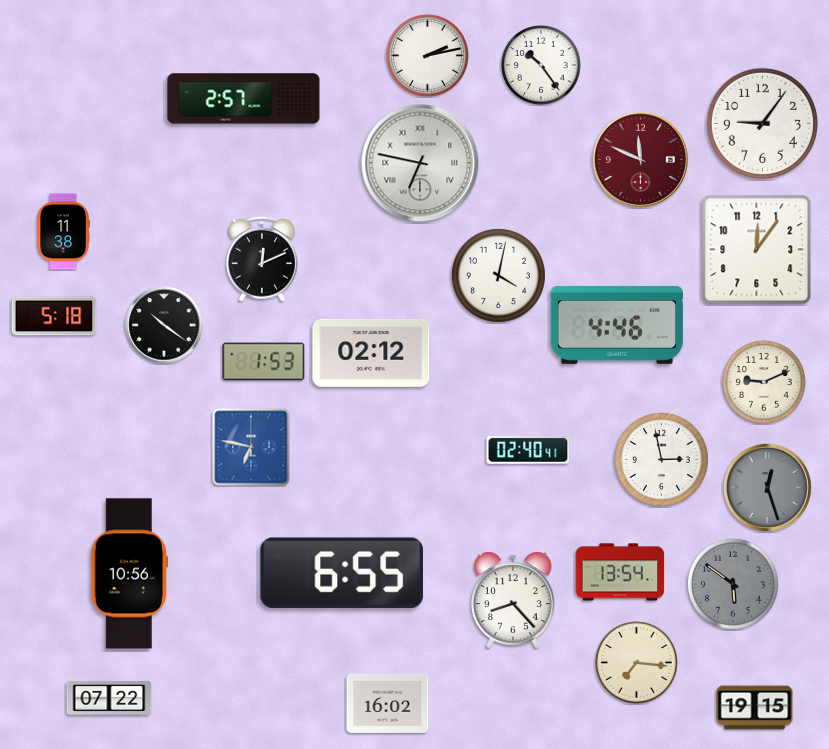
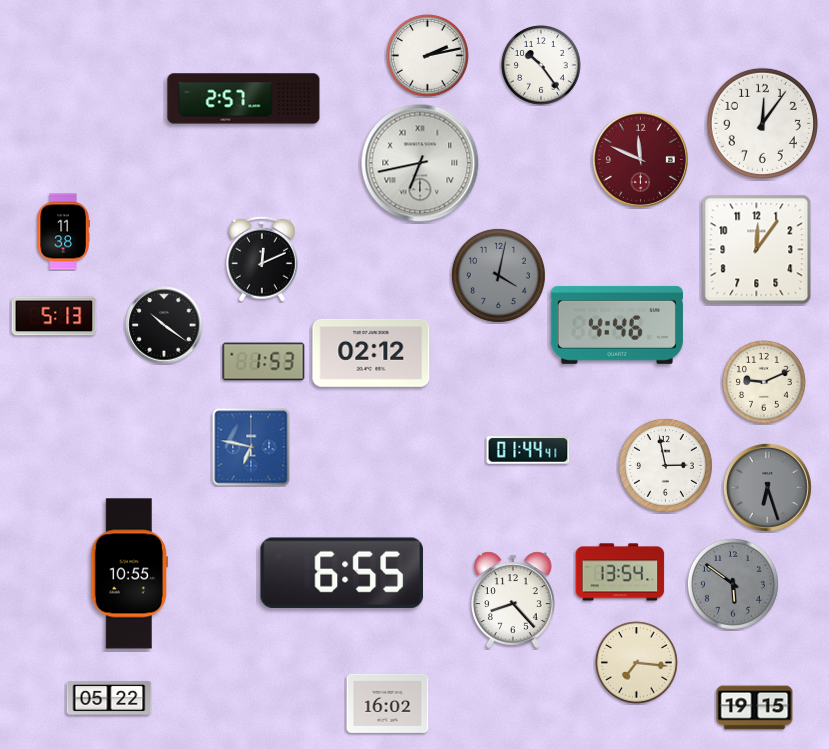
clock at (762, 123): 9:06 -> 12:06
clock at (420, 163): 6:47 -> 6:43
clock at (498, 275) dial: white -> grey
clock at (54, 316): 5:18 -> 5:13
clock at (528, 450): 02:40 -> 01:44
clock at (661, 459) position: (661, 459) -> (665, 465)
clock at (767, 487): 12:27 -> 6:27
clock at (129, 574): 10:56 -> 10:55
clock at (109, 698): 07:22 -> 05:22
